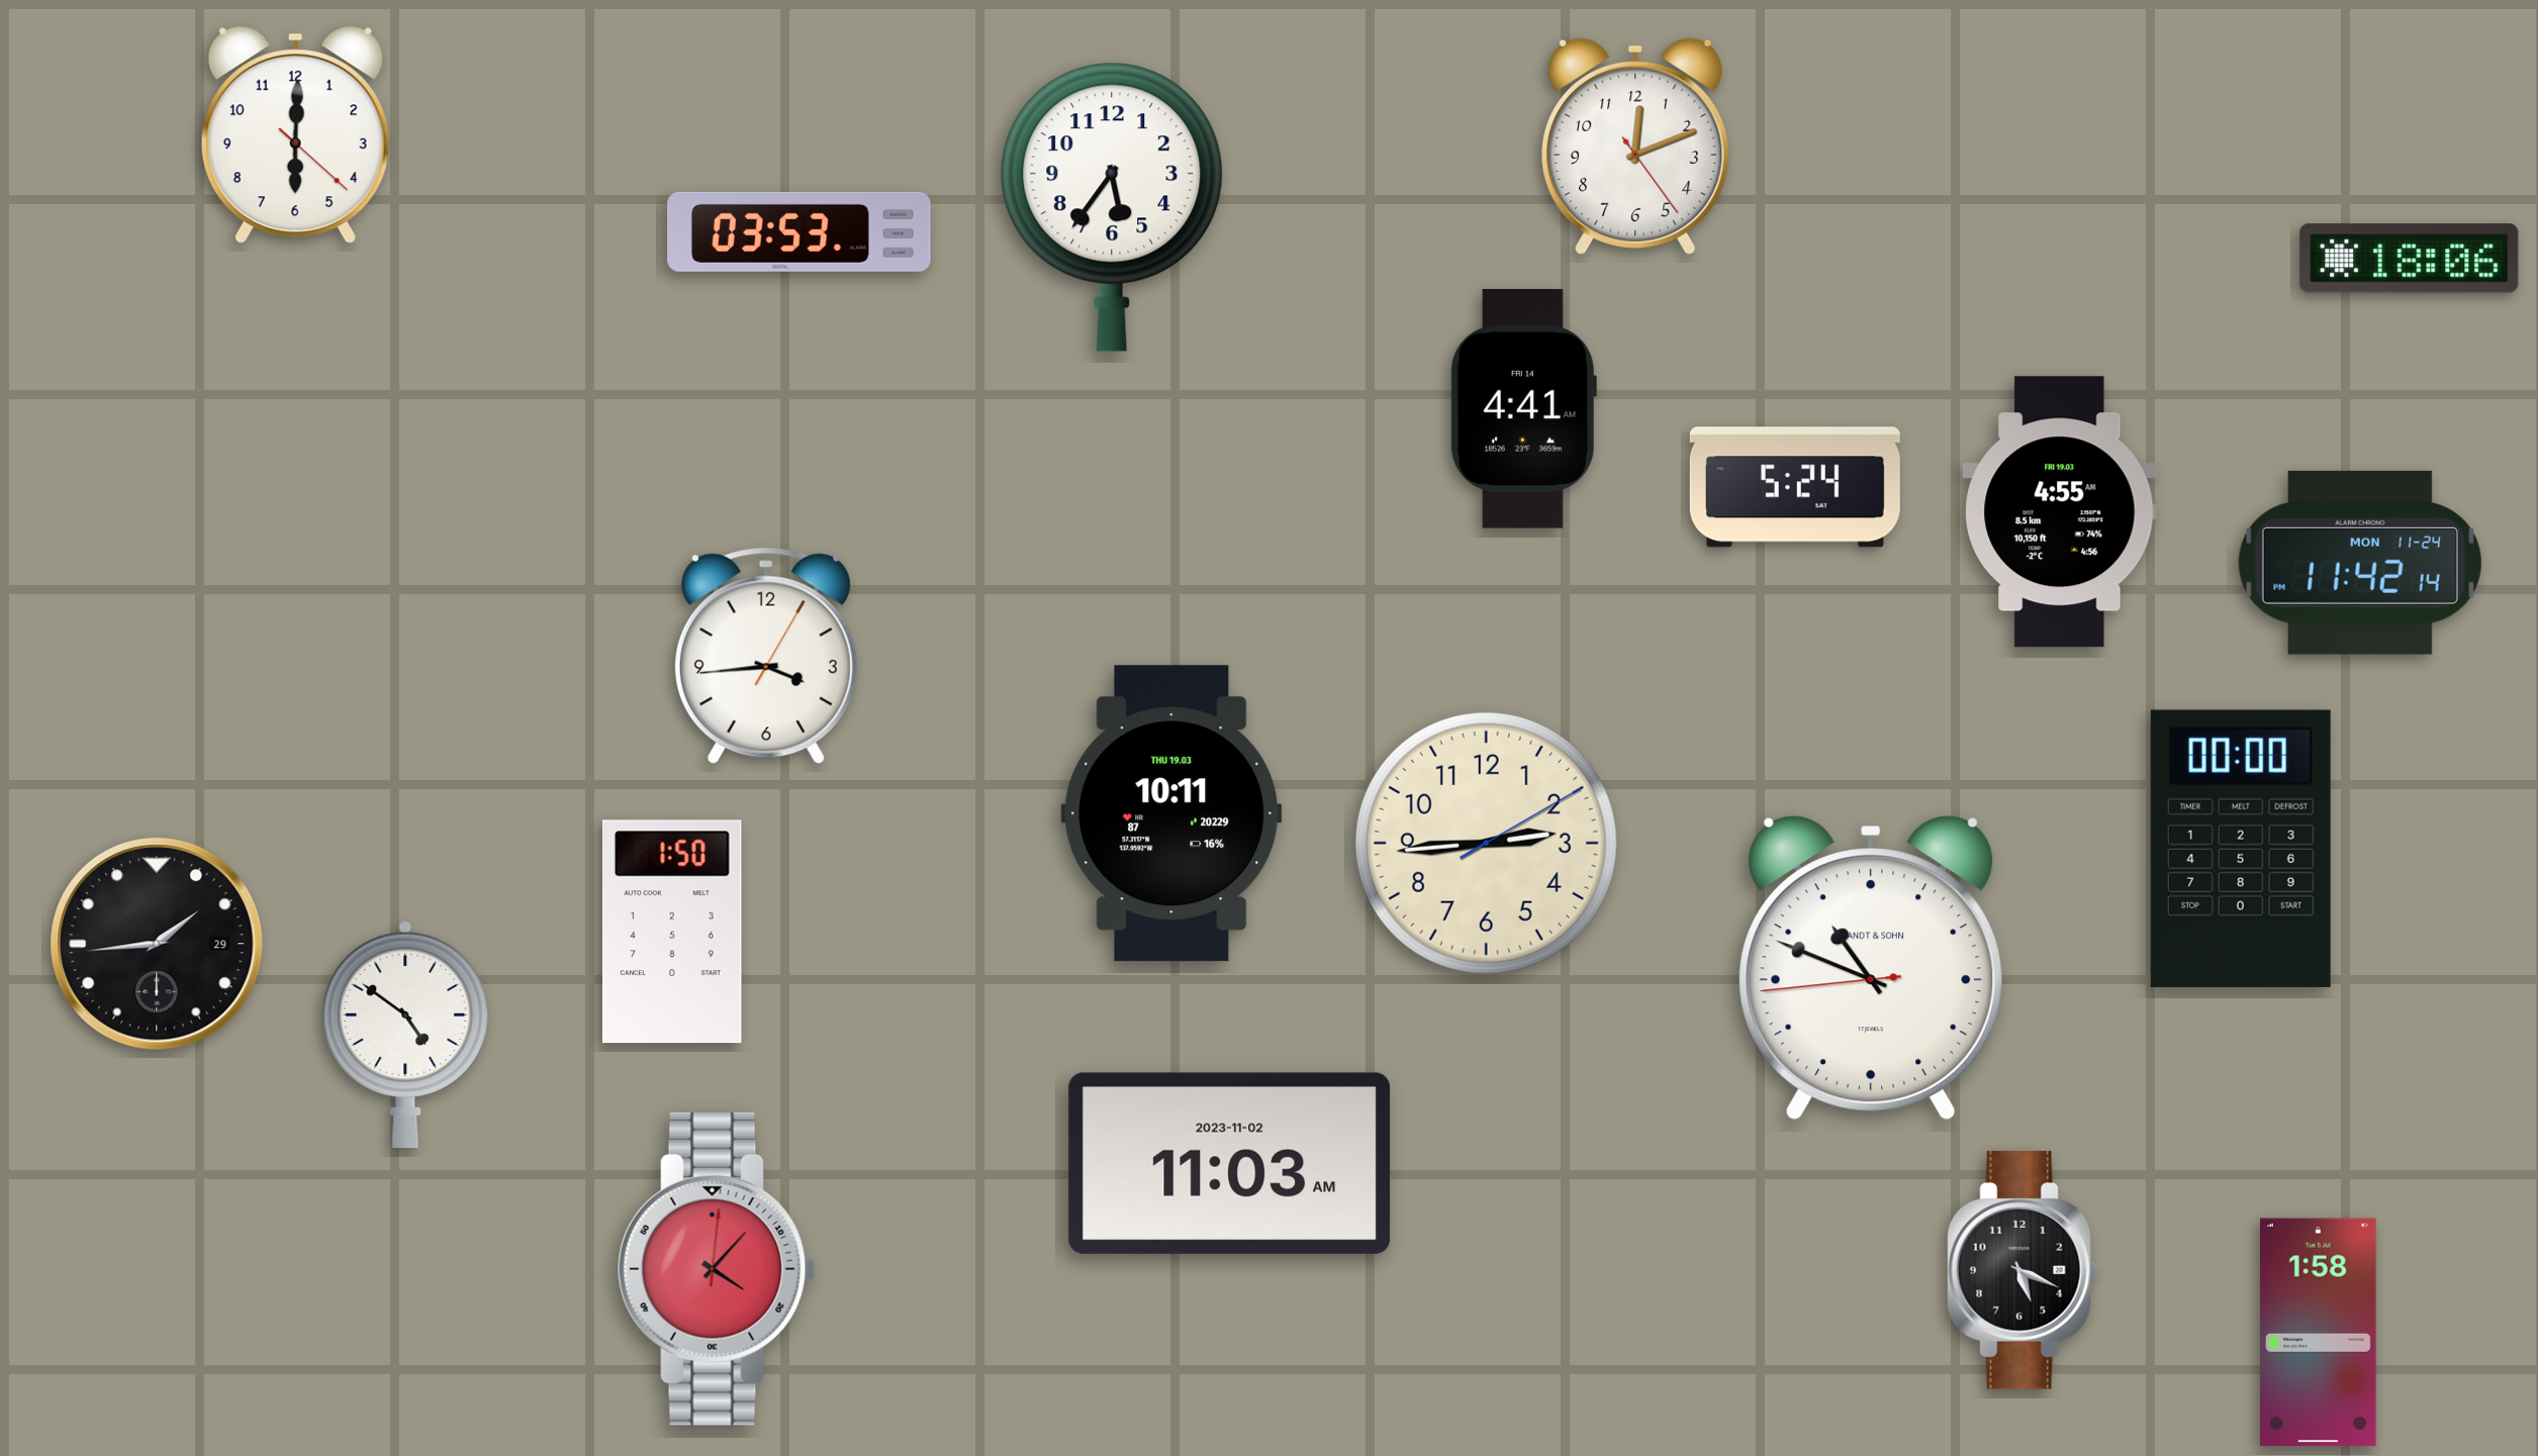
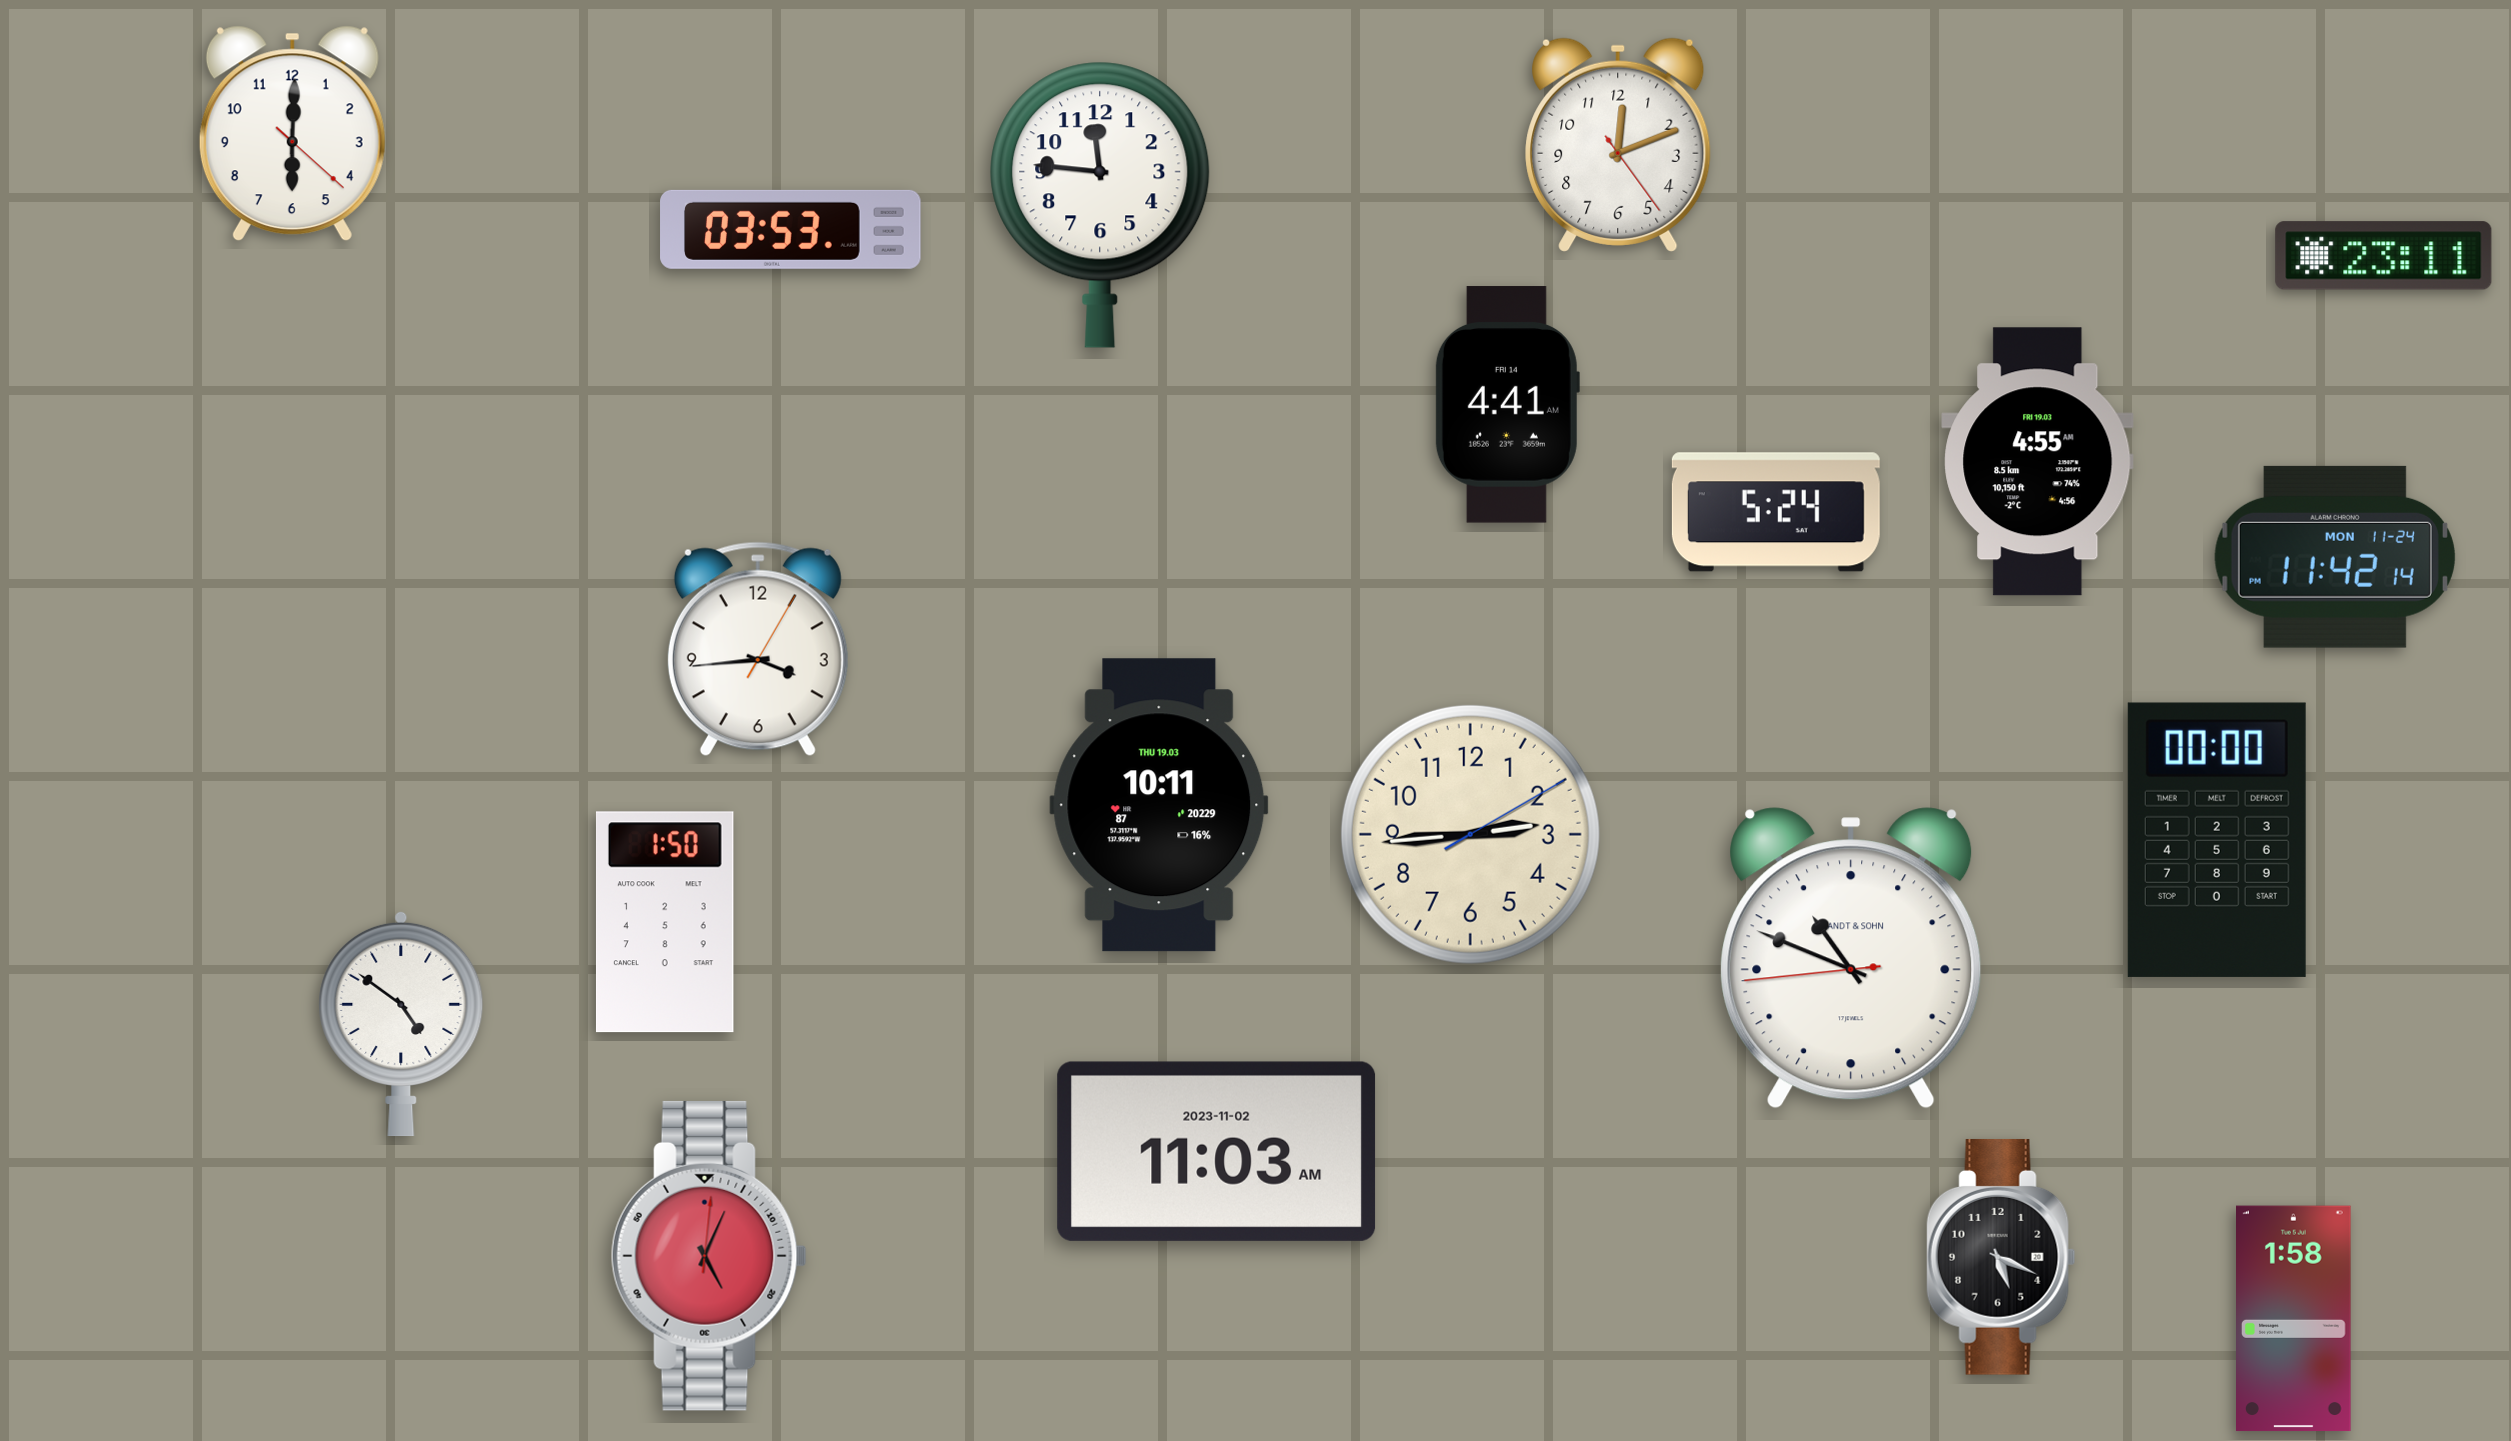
clock at (1112, 207): 5:36 -> 11:46
clock at (2410, 259): 18:06 -> 23:11
clock at (1795, 487) position: (1795, 487) -> (1776, 512)
clock at (2060, 512) position: (2060, 512) -> (2038, 462)
clock at (157, 944): 1:44 -> none
clock at (717, 1269): 4:07 -> 5:04
